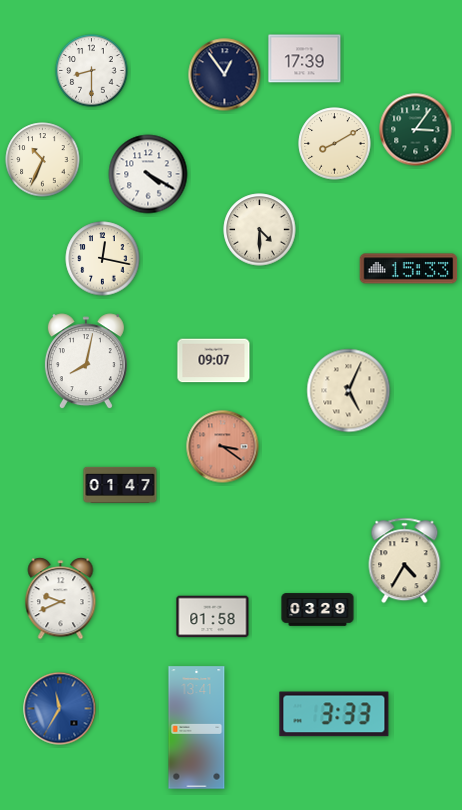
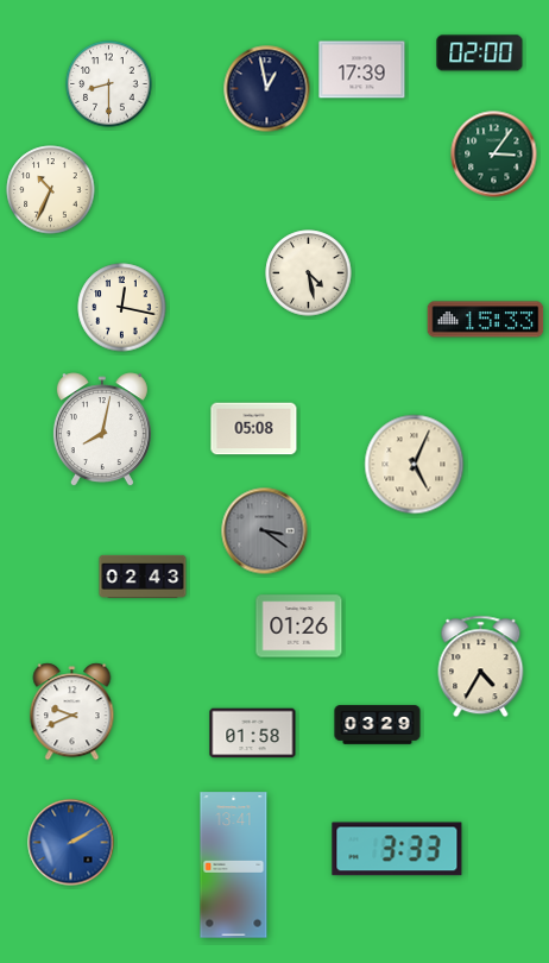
clock at (480, 53): none -> 02:00
clock at (225, 75): 12:54 -> 12:58
clock at (335, 144): 8:10 -> none
clock at (148, 174): 4:20 -> none
clock at (260, 230): 4:30 -> 4:28
clock at (214, 361): 09:07 -> 05:08
clock at (223, 447) dial: salmon -> grey
clock at (120, 485): 01:47 -> 02:43
clock at (299, 627): none -> 01:26
clock at (60, 709): 11:35 -> 2:10
